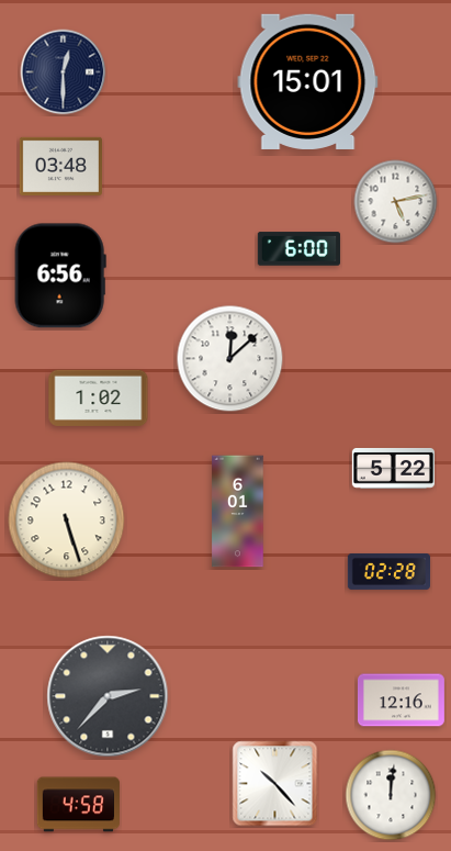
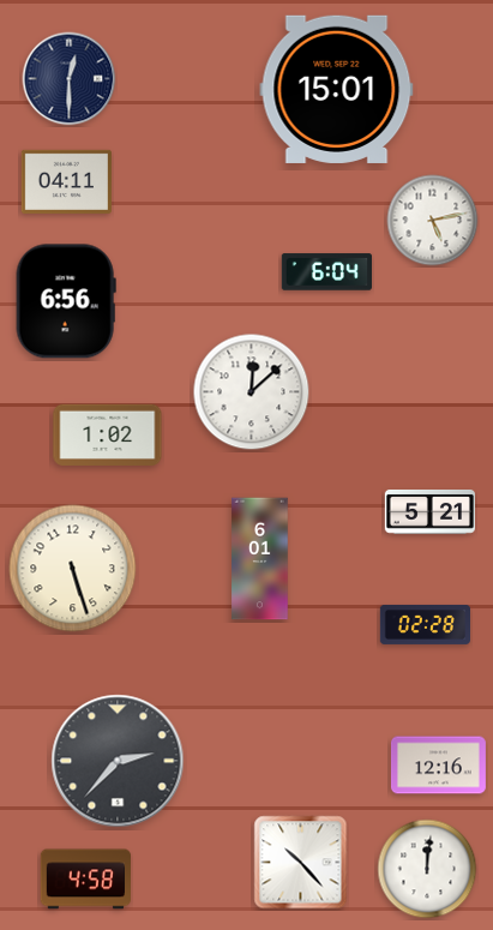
clock at (60, 166): 03:48 -> 04:11
clock at (298, 249): 6:00 -> 6:04
clock at (393, 468): 5:22 -> 5:21
clock at (275, 784) position: (275, 784) -> (301, 863)
